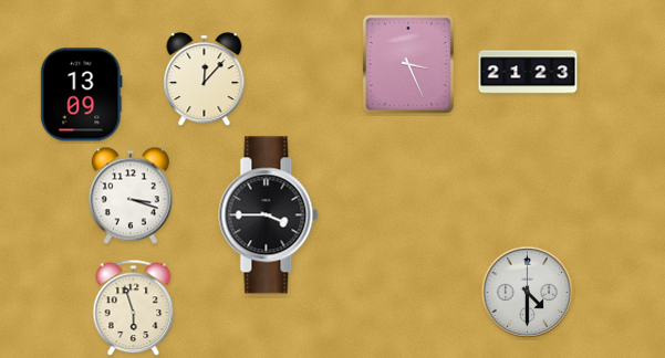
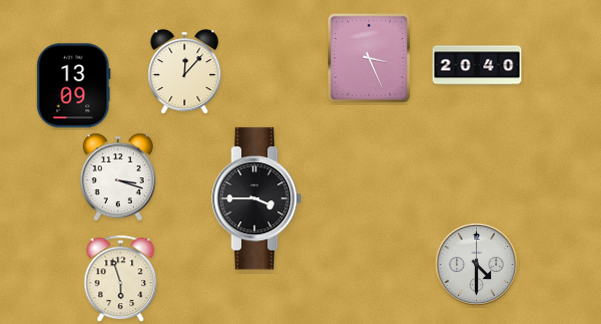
clock at (528, 72): 21:23 -> 20:40
clock at (269, 215) position: (269, 215) -> (257, 199)
